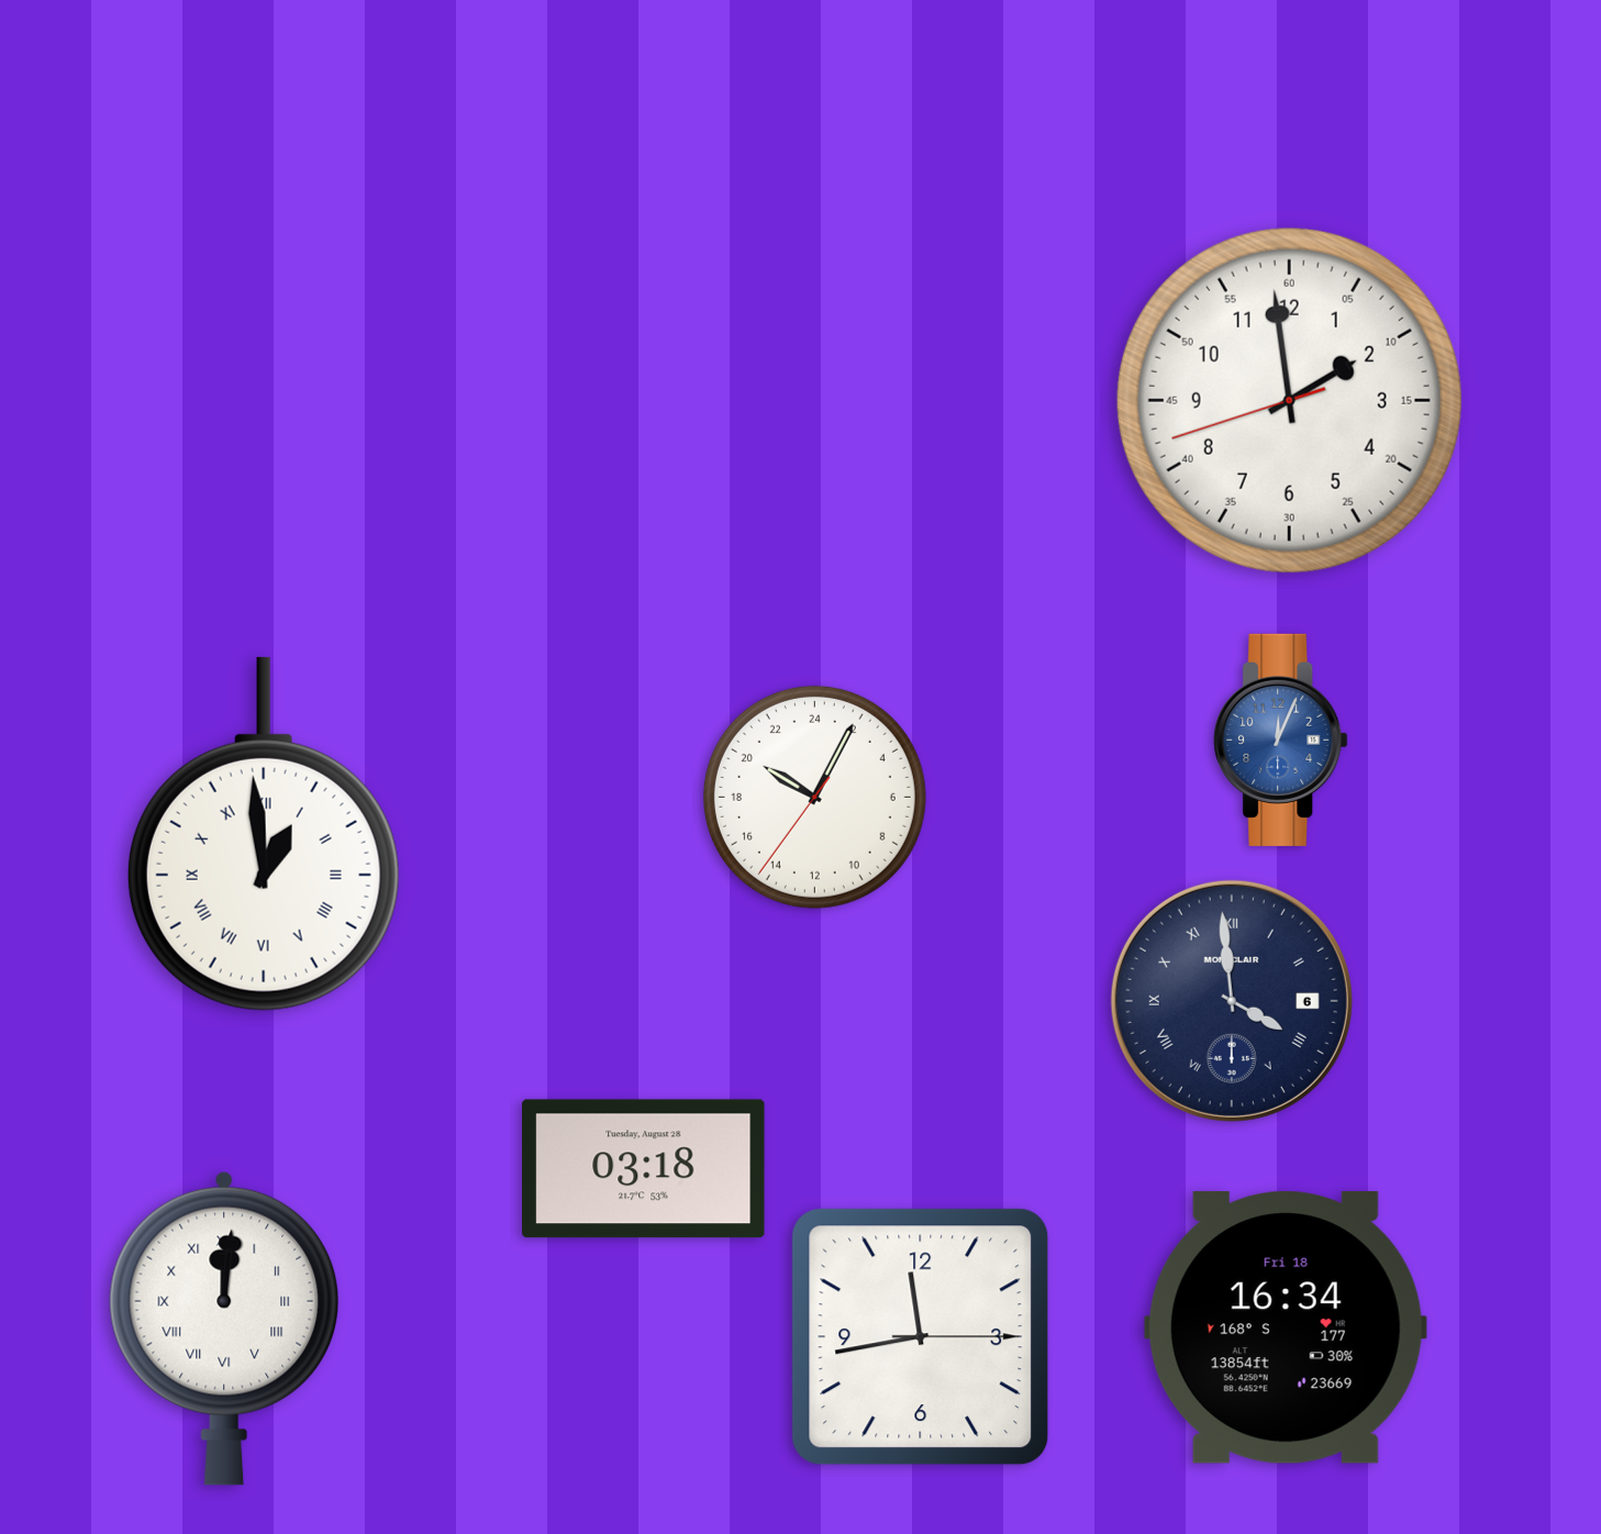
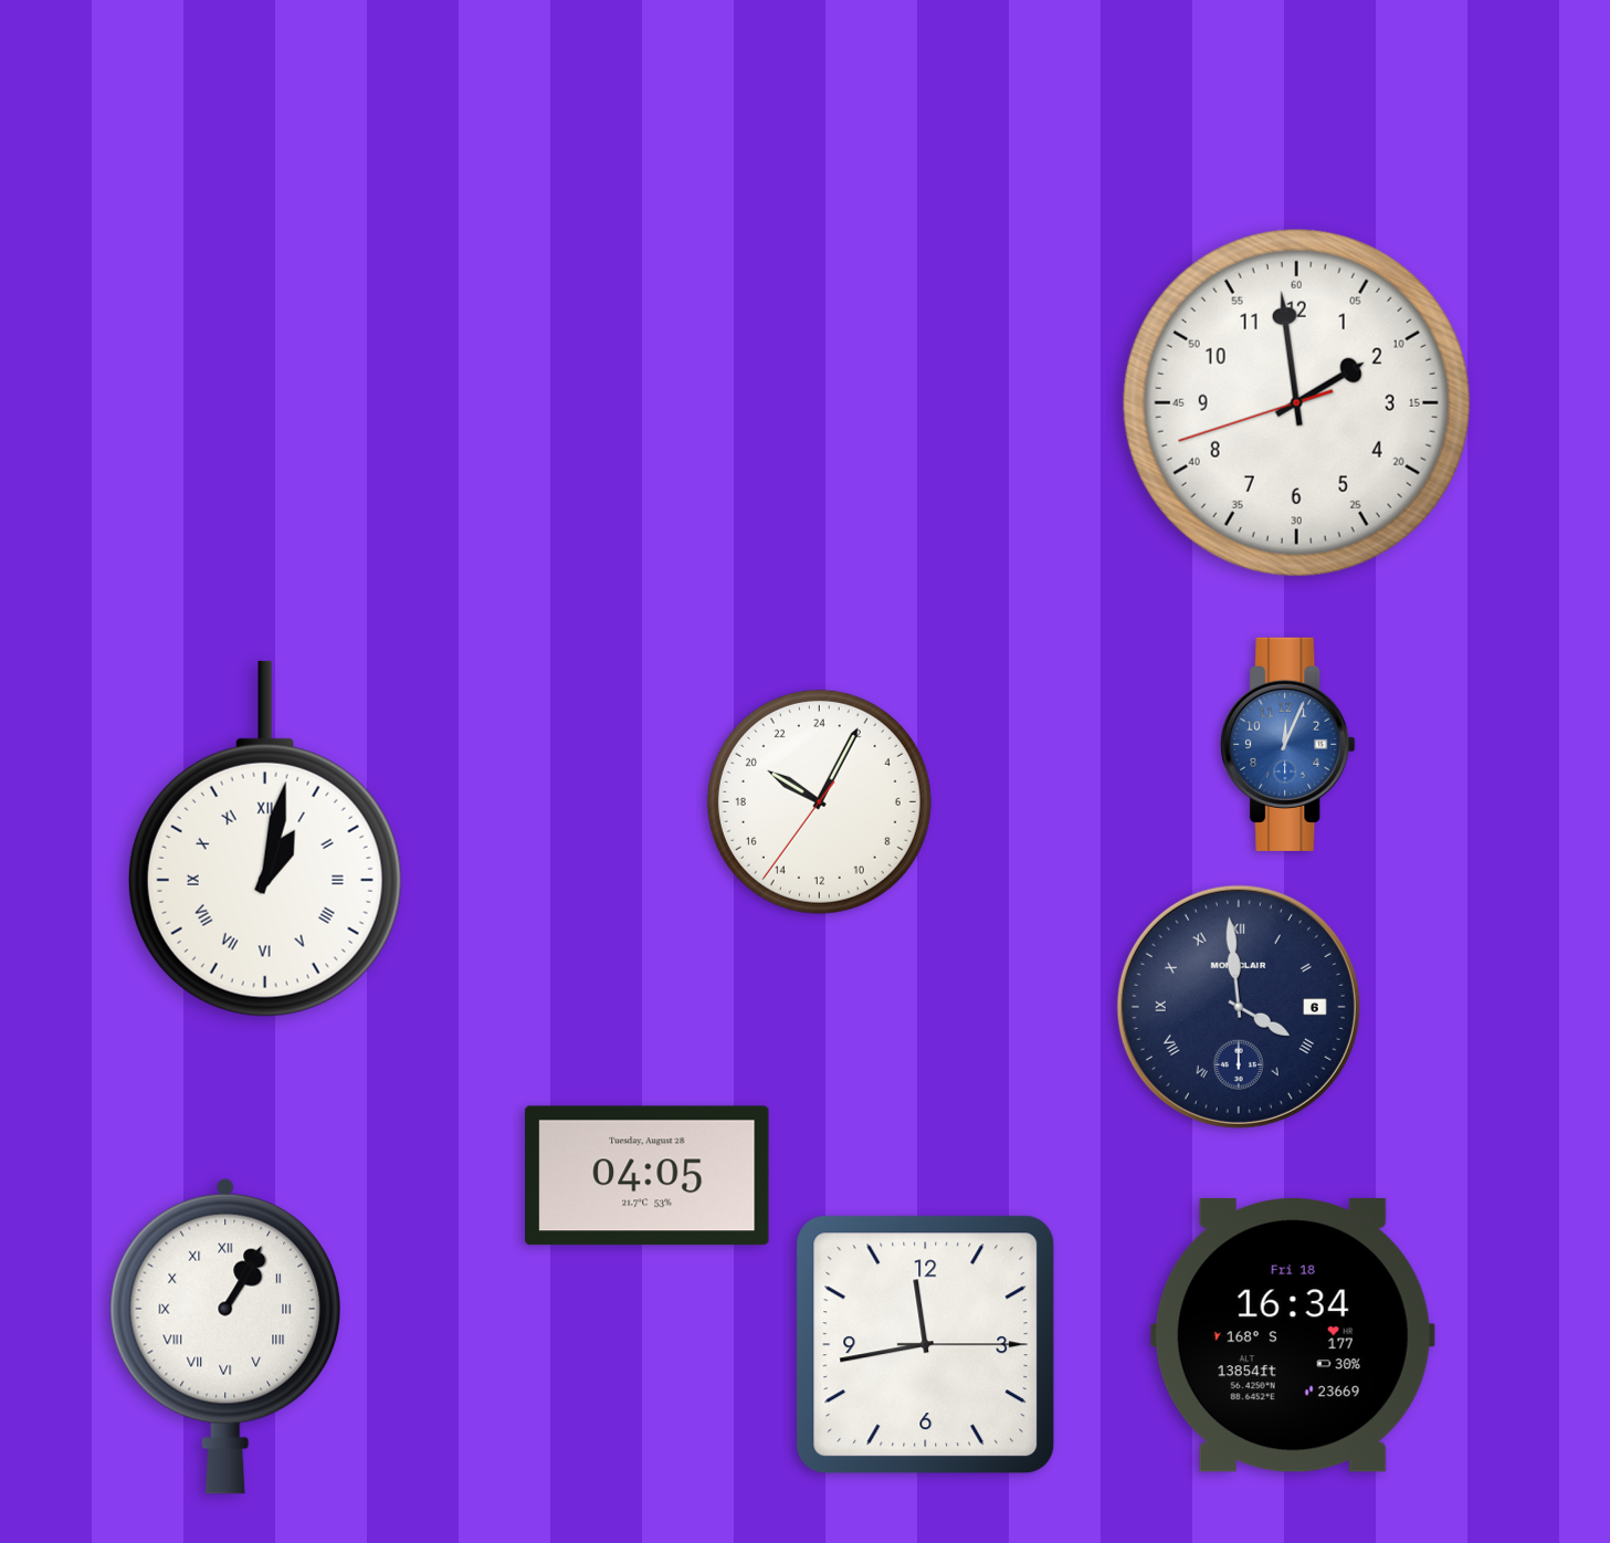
clock at (264, 834): 12:59 -> 1:02
clock at (644, 1169): 03:18 -> 04:05
clock at (224, 1329): 12:01 -> 1:05
